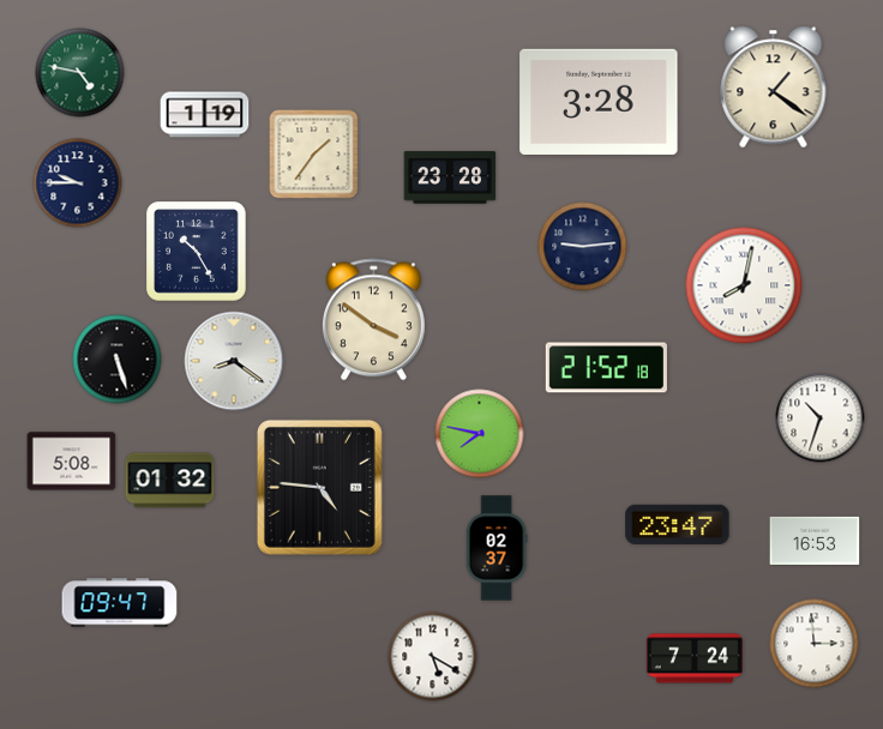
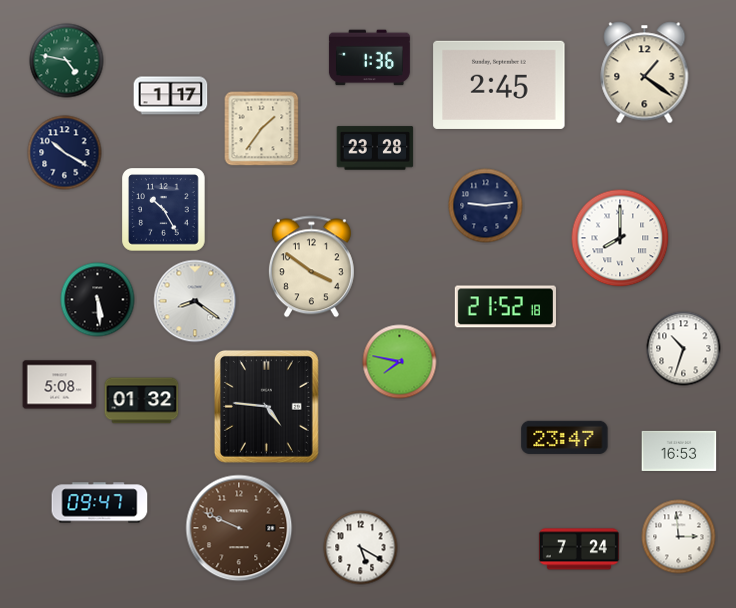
clock at (369, 58): none -> 1:36
clock at (599, 102): 3:28 -> 2:45
clock at (205, 115): 1:19 -> 1:17
clock at (78, 183): 9:45 -> 10:20
clock at (744, 285): 8:02 -> 8:00
clock at (118, 360): 5:27 -> 5:29
clock at (497, 548): 02:37 -> none
clock at (239, 528): none -> 9:49
